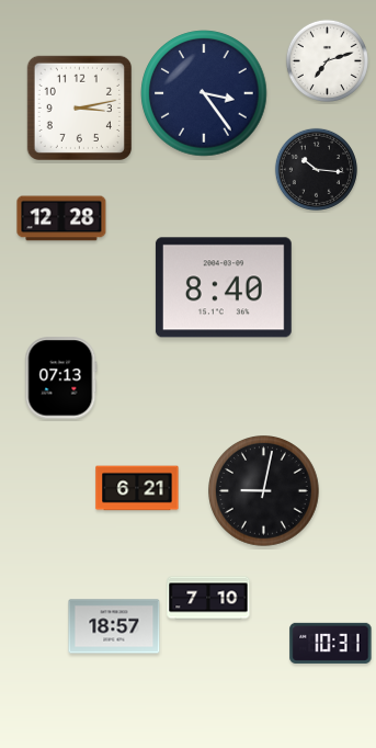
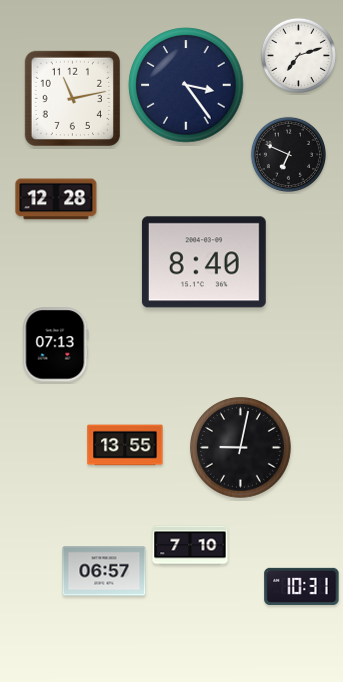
clock at (79, 107): 3:13 -> 11:13
clock at (316, 169): 10:16 -> 6:49
clock at (137, 488): 6:21 -> 13:55
clock at (114, 626): 18:57 -> 06:57
